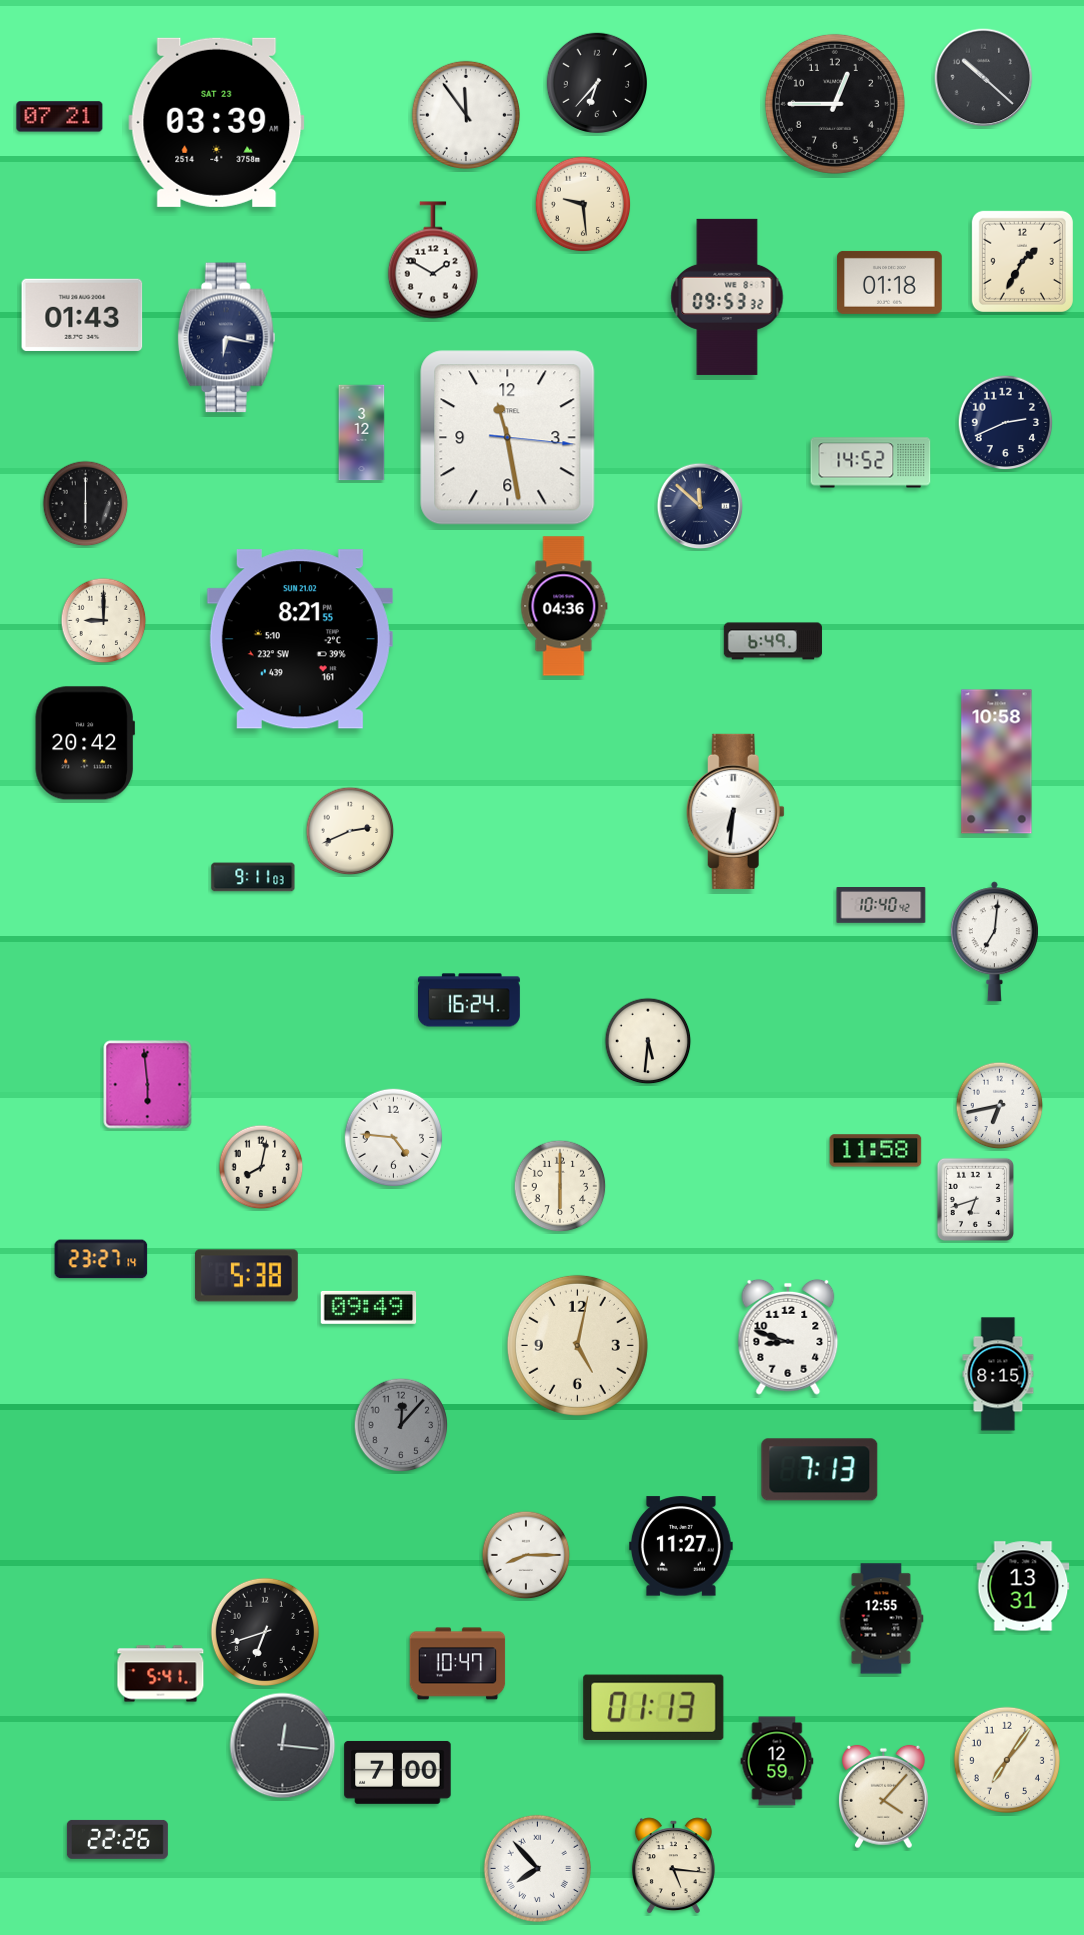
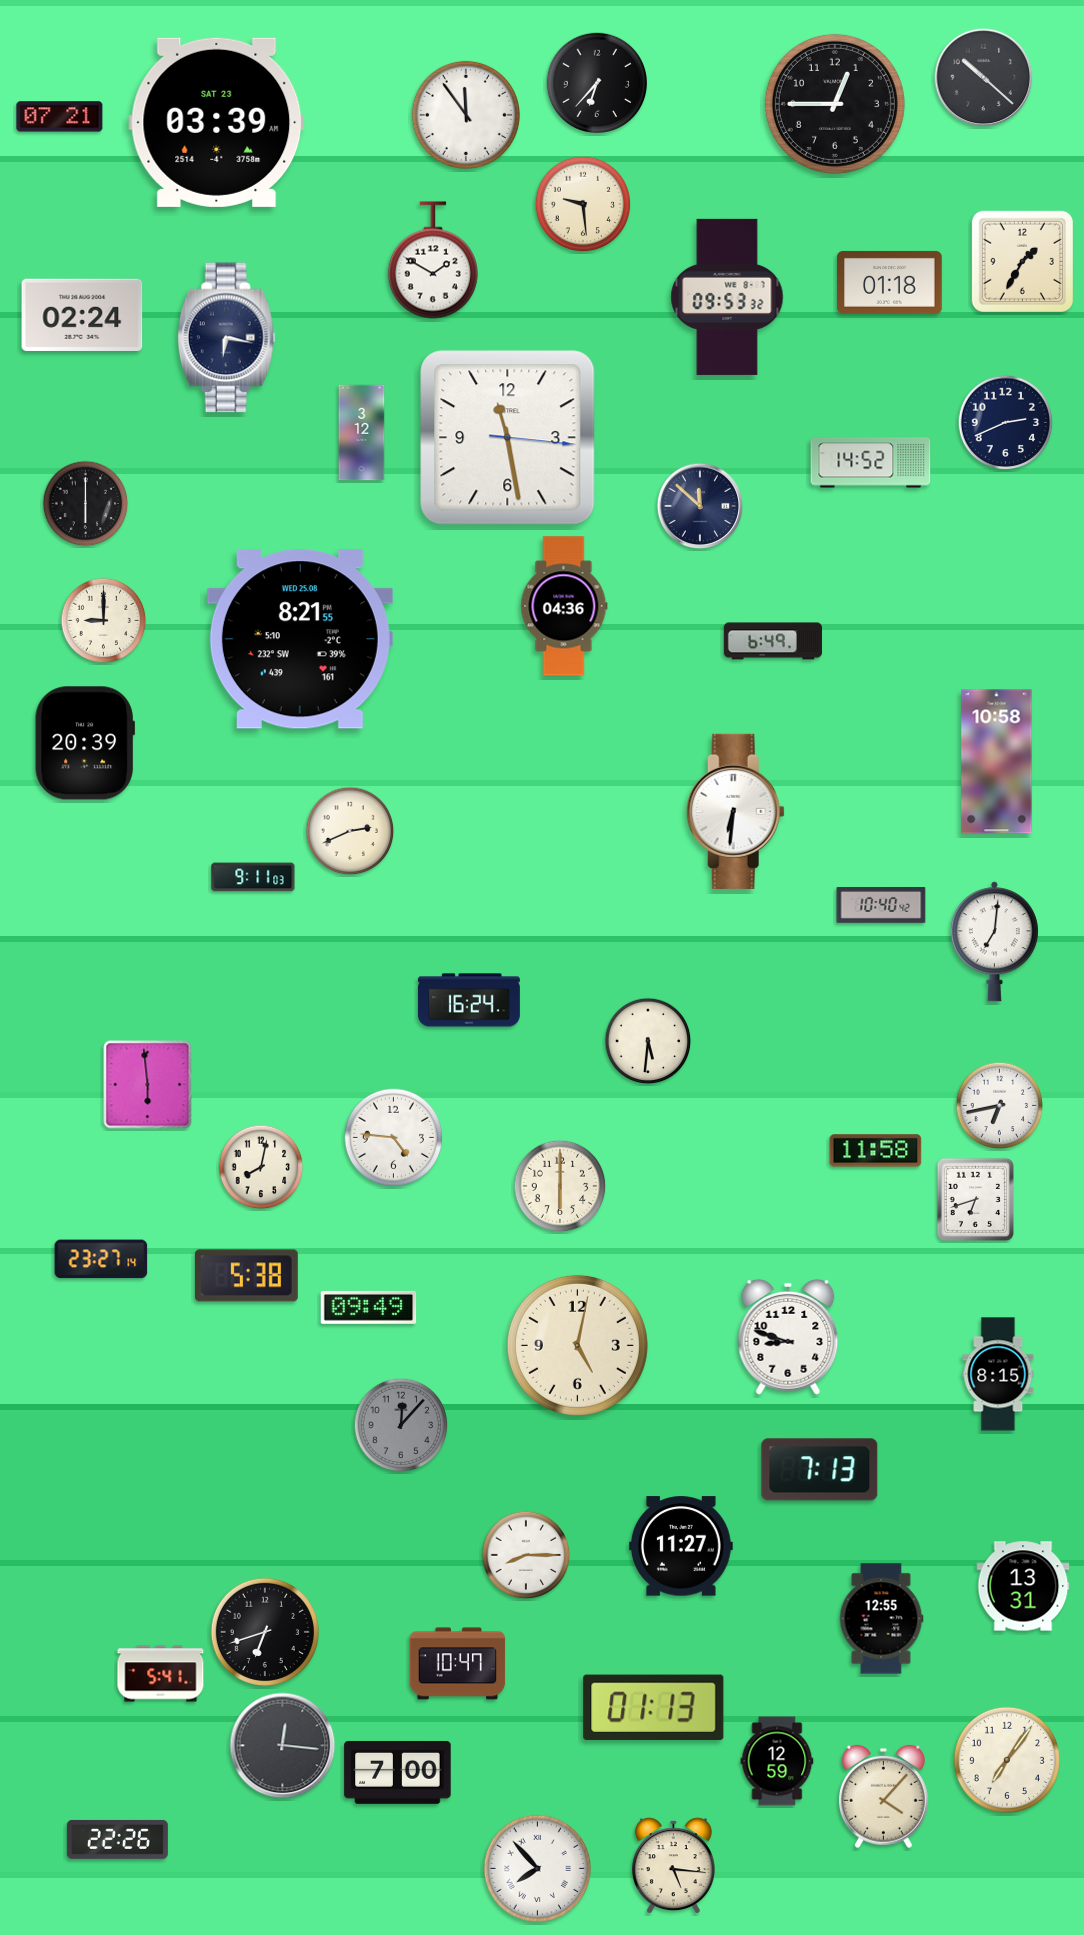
clock at (82, 315): 01:43 -> 02:24
clock at (300, 639) date: SUN 21.02 -> WED 25.08
clock at (85, 743): 20:42 -> 20:39
